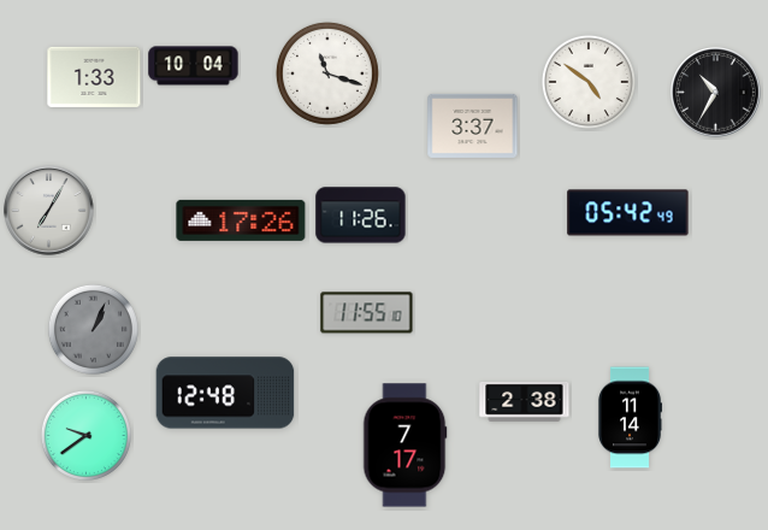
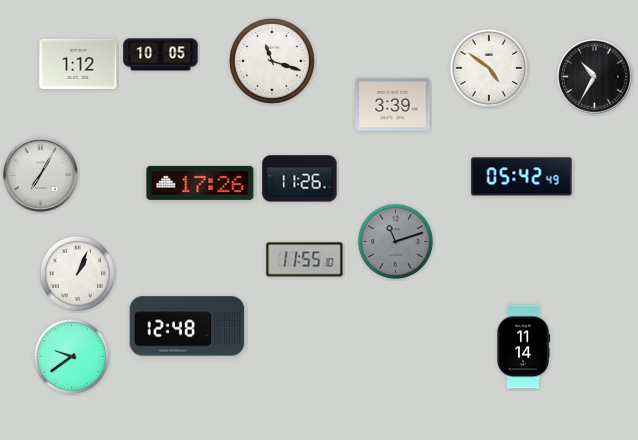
clock at (194, 66): 10:04 -> 10:05
clock at (94, 77): 1:33 -> 1:12
clock at (473, 125): 3:37 -> 3:39
clock at (395, 241): none -> 11:12
clock at (93, 329) dial: grey -> white
clock at (525, 401): 2:38 -> none
clock at (85, 435) position: (85, 435) -> (71, 356)
clock at (404, 446): 7:17 -> none
